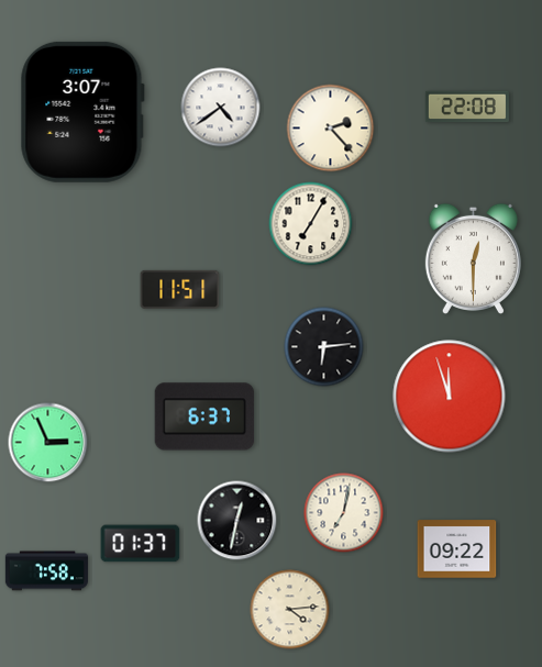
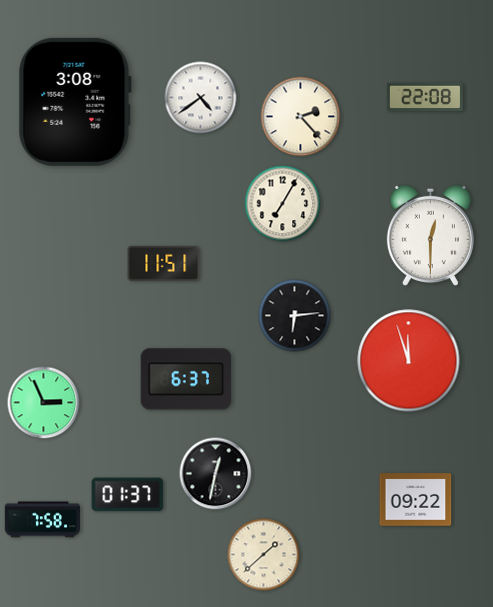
clock at (82, 112): 3:07 -> 3:08
clock at (344, 513): 7:02 -> none
clock at (290, 610): 4:14 -> 1:38
